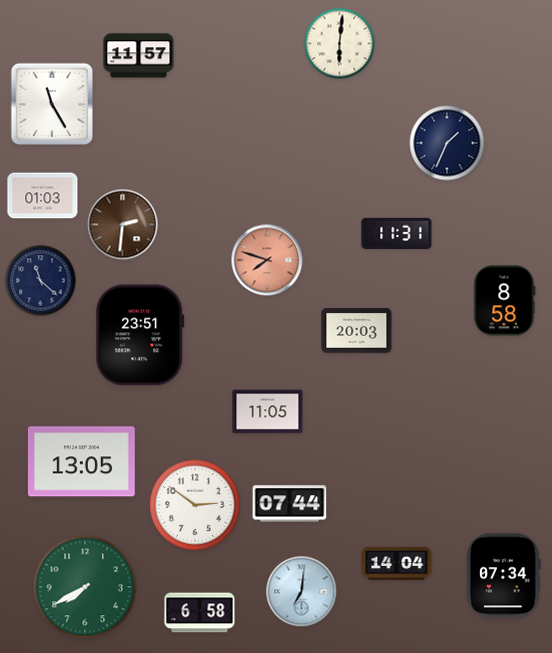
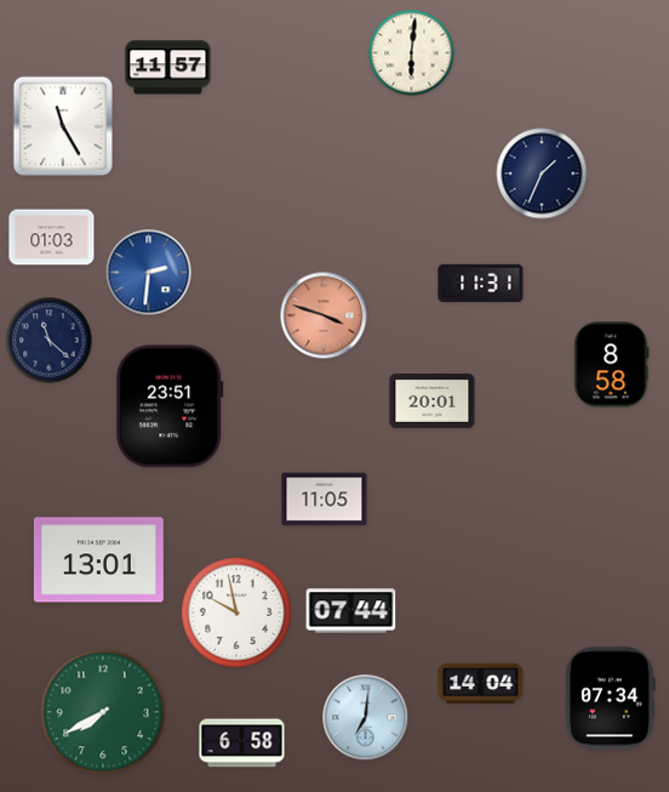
clock at (123, 225) dial: brown -> blue
clock at (267, 260): 7:48 -> 3:48
clock at (357, 331): 20:03 -> 20:01
clock at (81, 462): 13:05 -> 13:01
clock at (196, 506): 2:51 -> 9:58
